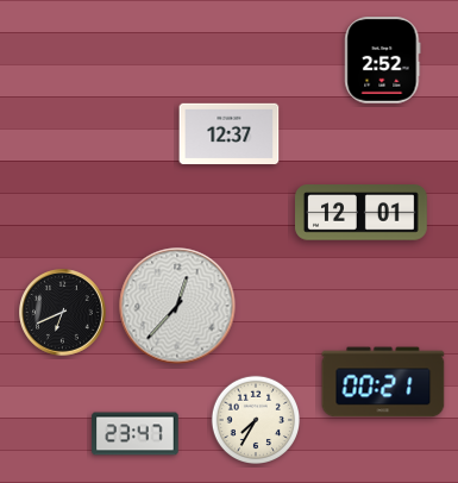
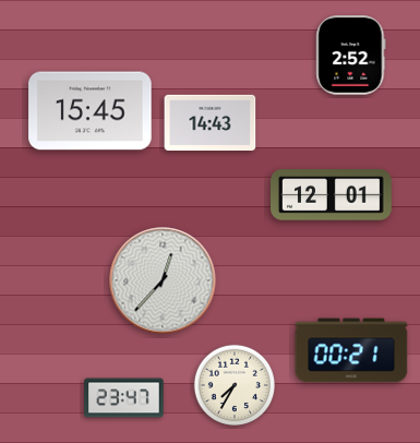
clock at (91, 111): none -> 15:45
clock at (230, 134): 12:37 -> 14:43
clock at (63, 313): 6:41 -> none
